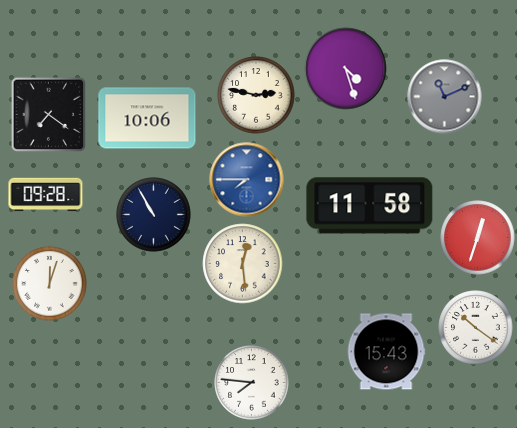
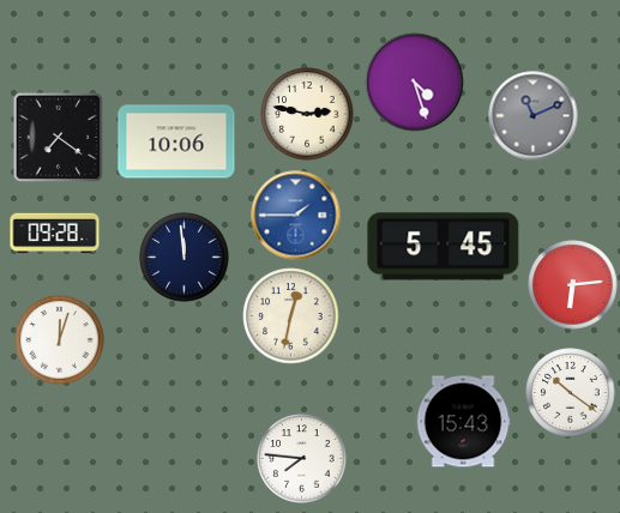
clock at (247, 180): 7:45 -> 1:45
clock at (370, 206): 11:58 -> 5:45
clock at (154, 215): 10:55 -> 11:59
clock at (478, 238): 12:33 -> 6:14
clock at (243, 264): 12:29 -> 12:32
